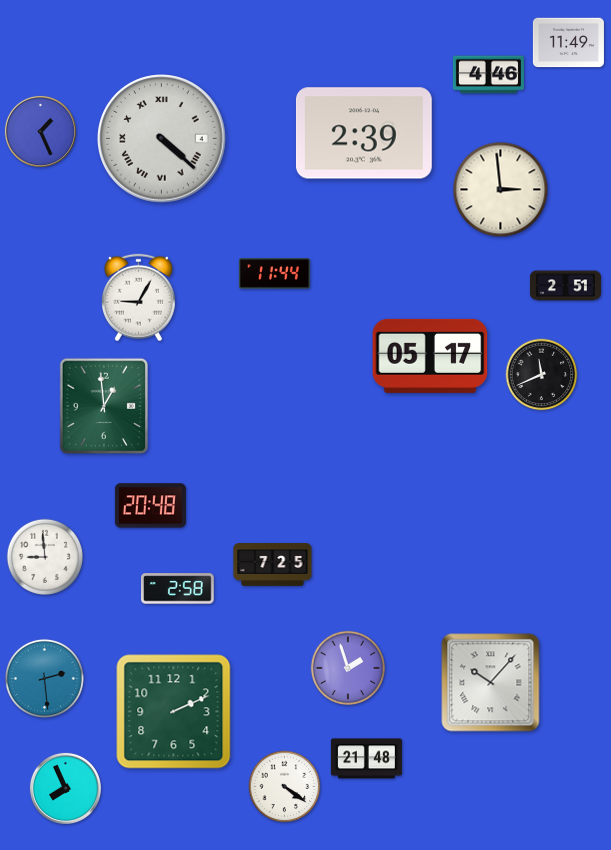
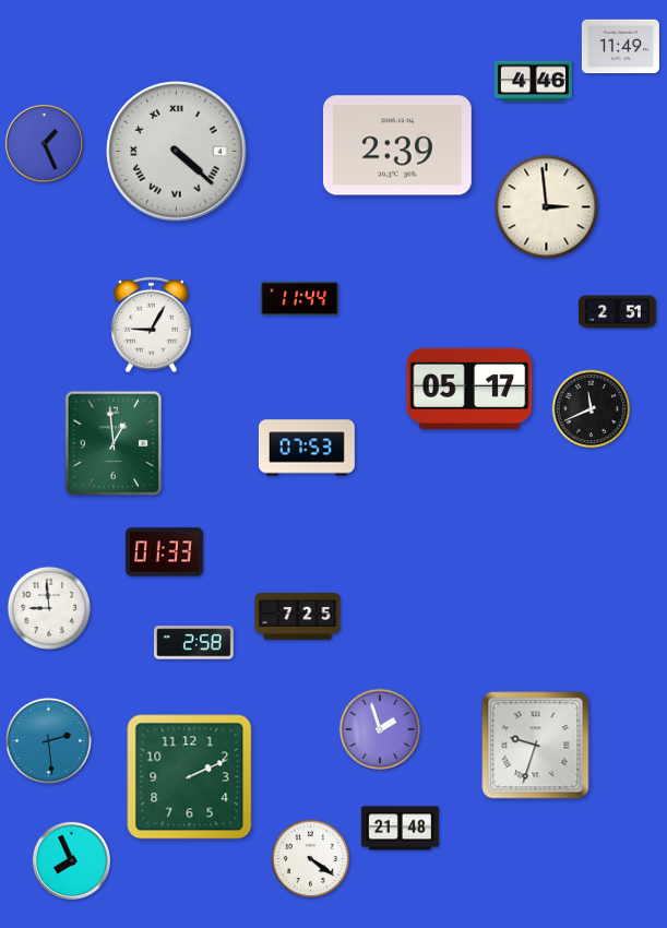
clock at (307, 448): none -> 07:53
clock at (150, 506): 20:48 -> 01:33
clock at (491, 683): 10:07 -> 9:33
